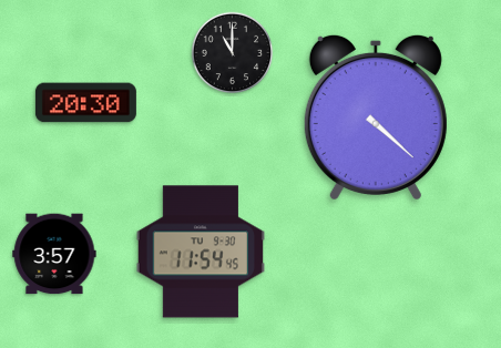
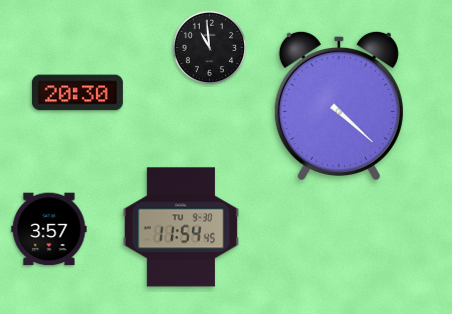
clock at (233, 53): 11:00 -> 10:59
